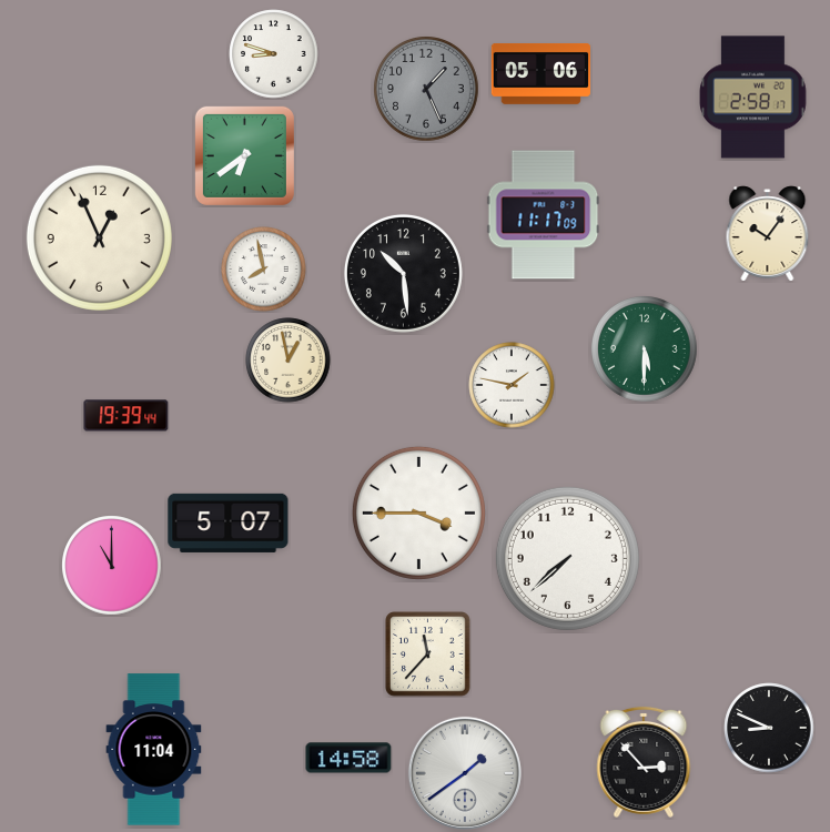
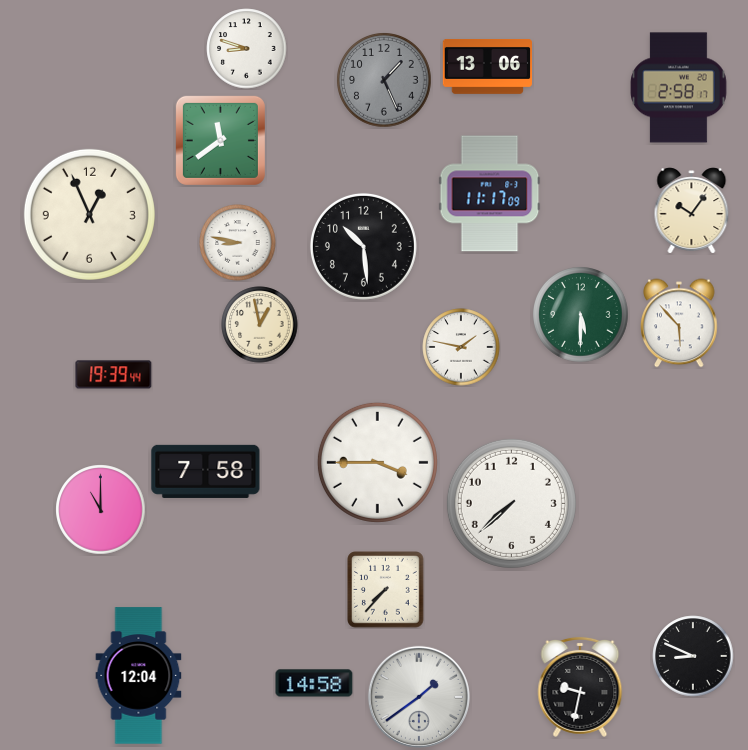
clock at (540, 74): 05:06 -> 13:06
clock at (244, 155): 6:39 -> 11:39
clock at (264, 270): 7:58 -> 8:47
clock at (679, 323): none -> 5:53
clock at (229, 522): 5:07 -> 7:58
clock at (428, 655): 11:37 -> 7:37
clock at (154, 750): 11:04 -> 12:04
clock at (644, 762): 2:53 -> 9:32
